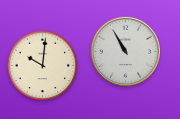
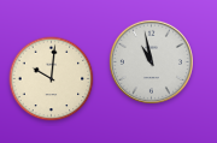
clock at (125, 51): 10:55 -> 10:58
